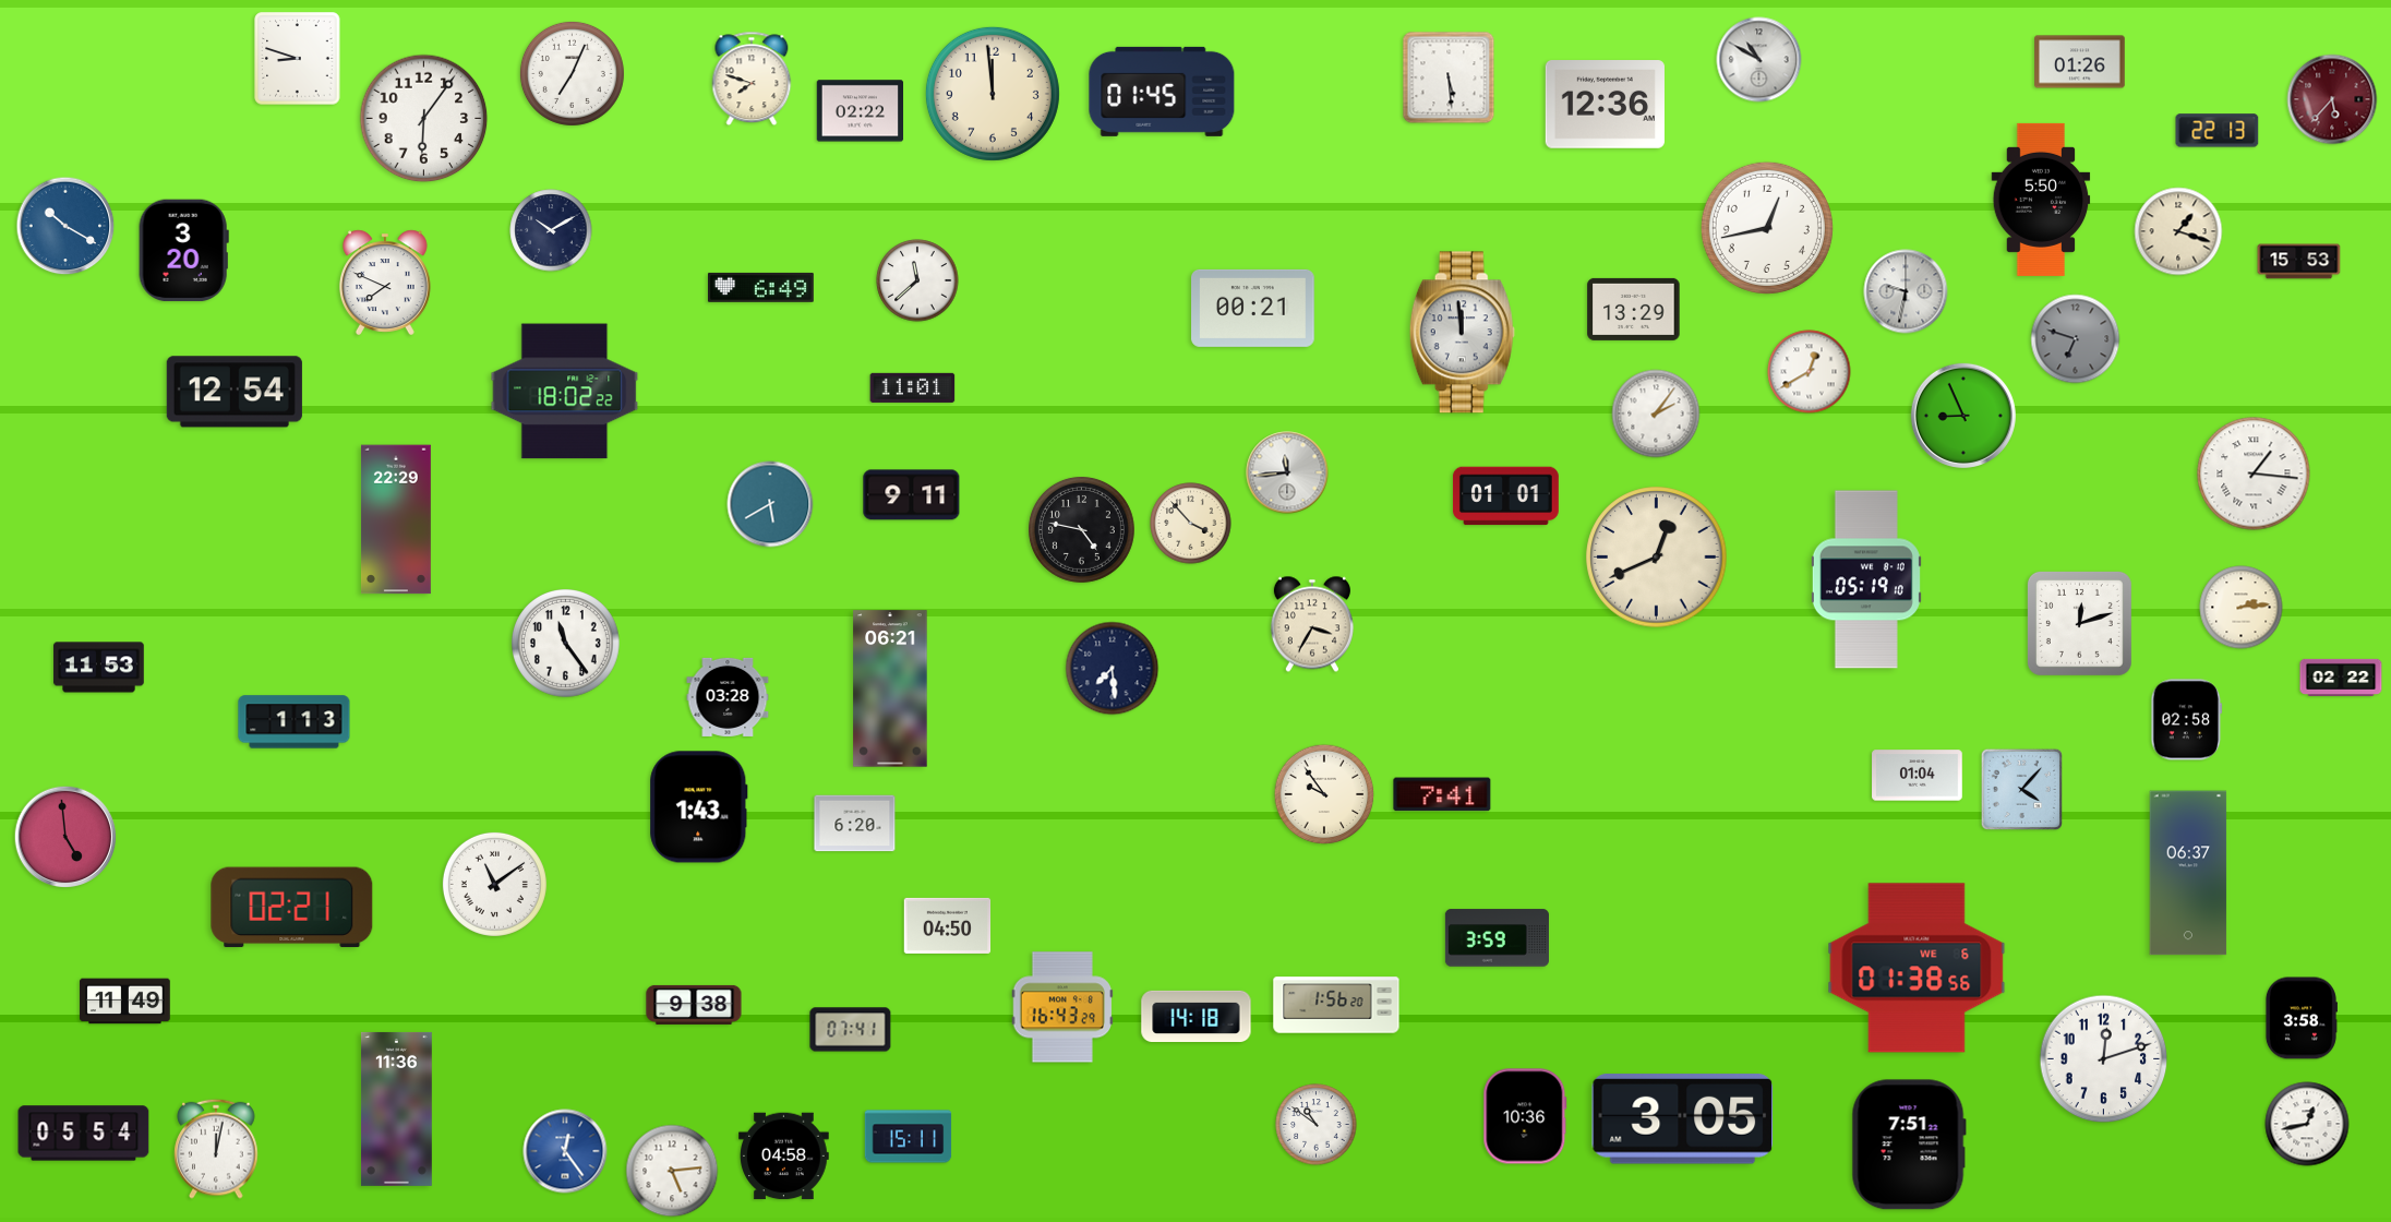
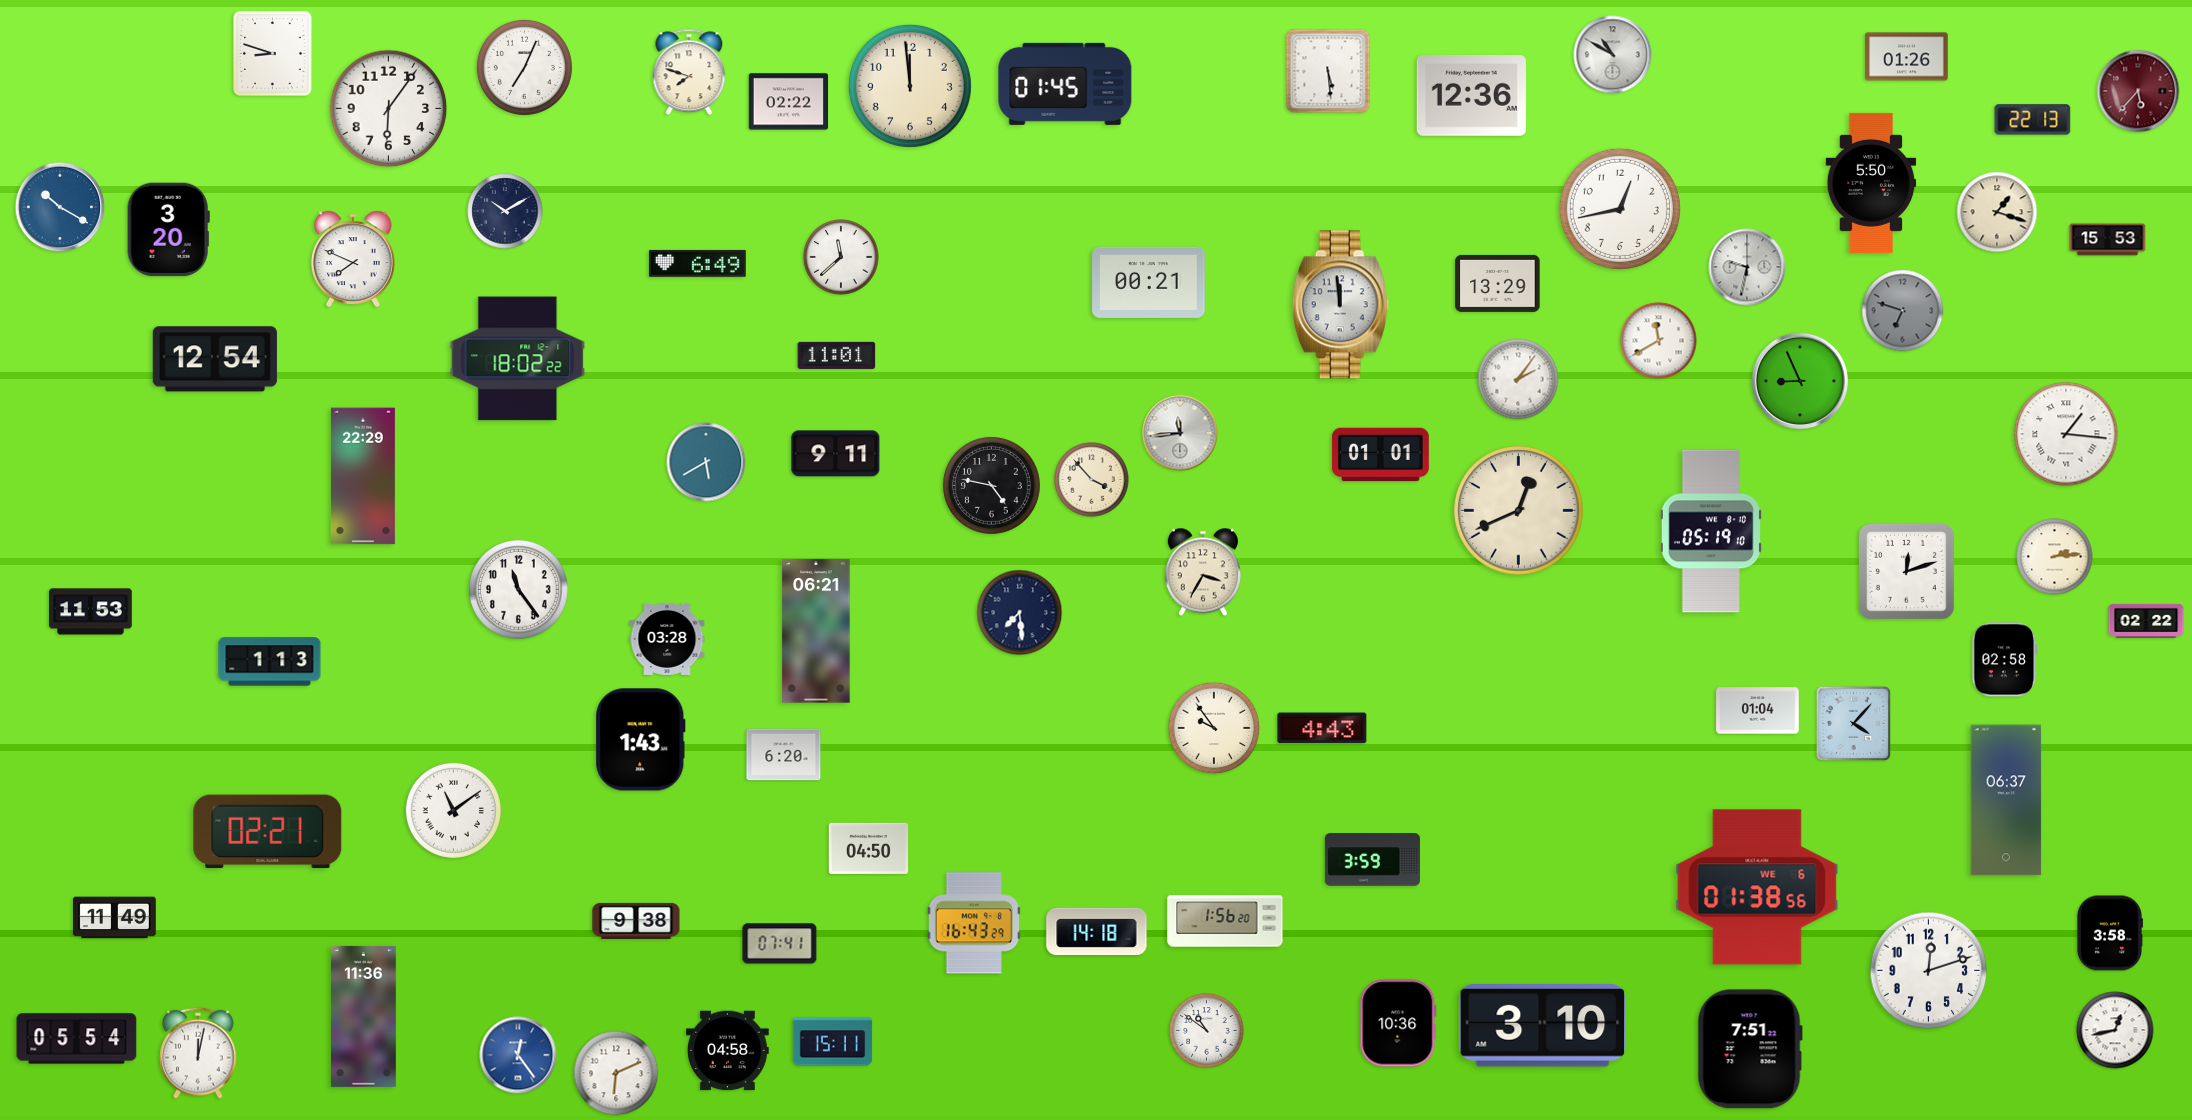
clock at (1810, 372): 12:40 -> 11:40
clock at (1442, 794): 7:41 -> 4:43
clock at (65, 837): 4:59 -> none
clock at (1683, 1119): 3:05 -> 3:10
clock at (784, 1157) position: (784, 1157) -> (728, 1051)
clock at (672, 1171): 5:14 -> 6:11
